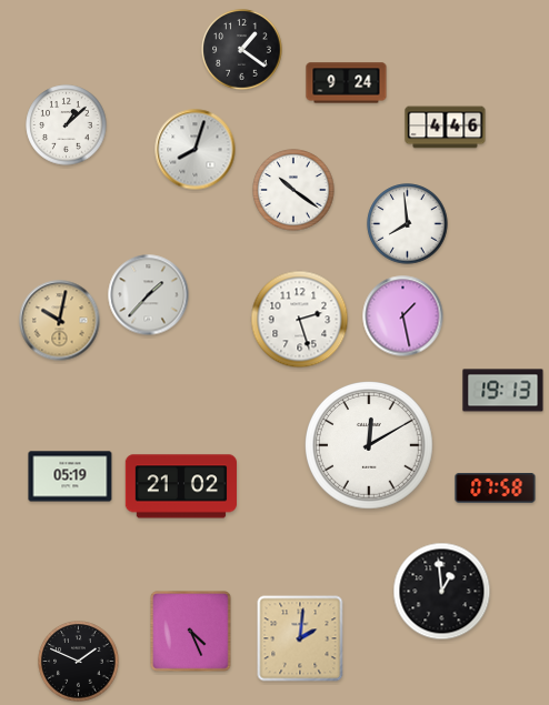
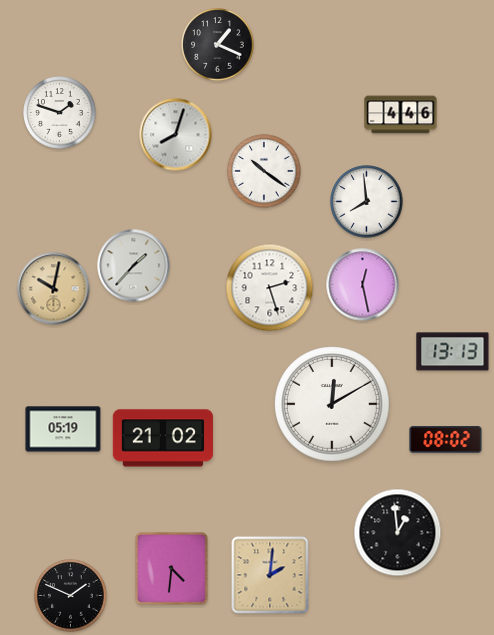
clock at (242, 50): 1:21 -> 1:19
clock at (347, 83): 9:24 -> none
clock at (67, 125): 1:08 -> 1:48
clock at (403, 316): 1:28 -> 12:28
clock at (503, 391): 19:13 -> 13:13
clock at (370, 446) position: (370, 446) -> (333, 405)
clock at (496, 489): 07:58 -> 08:02
clock at (191, 632): 4:26 -> 4:31
